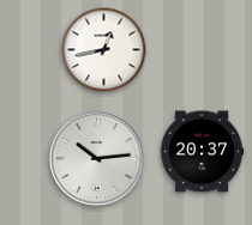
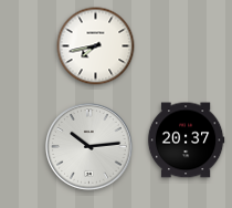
clock at (104, 50): 12:43 -> 7:43
